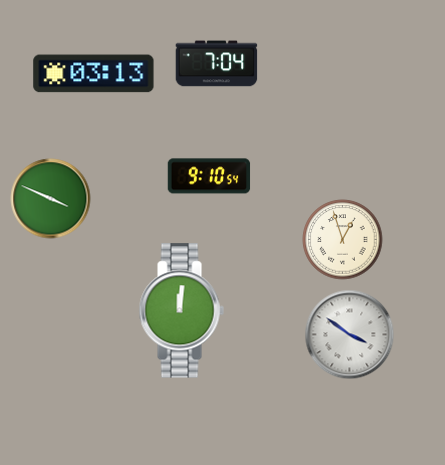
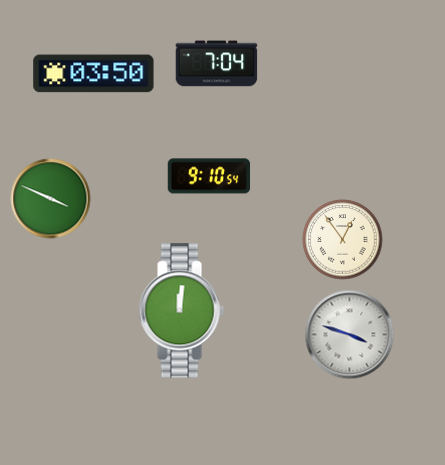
clock at (94, 74): 03:13 -> 03:50
clock at (343, 240): 12:57 -> 12:54
clock at (350, 335): 3:51 -> 3:48
